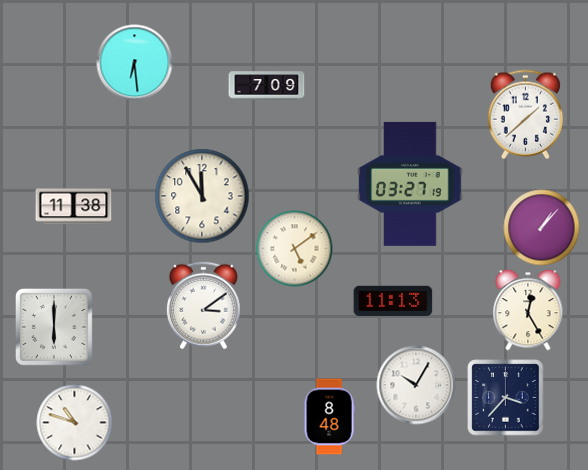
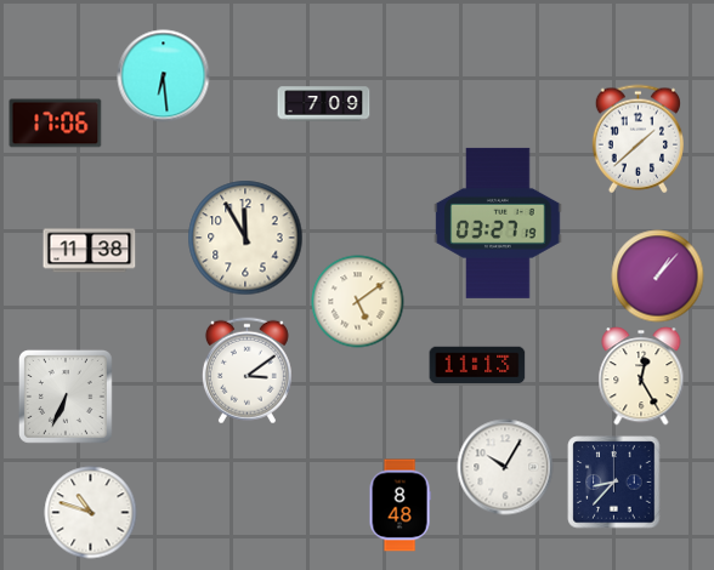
clock at (56, 124): none -> 17:06
clock at (54, 327): 6:00 -> 6:34
clock at (506, 398): 3:37 -> 8:37
